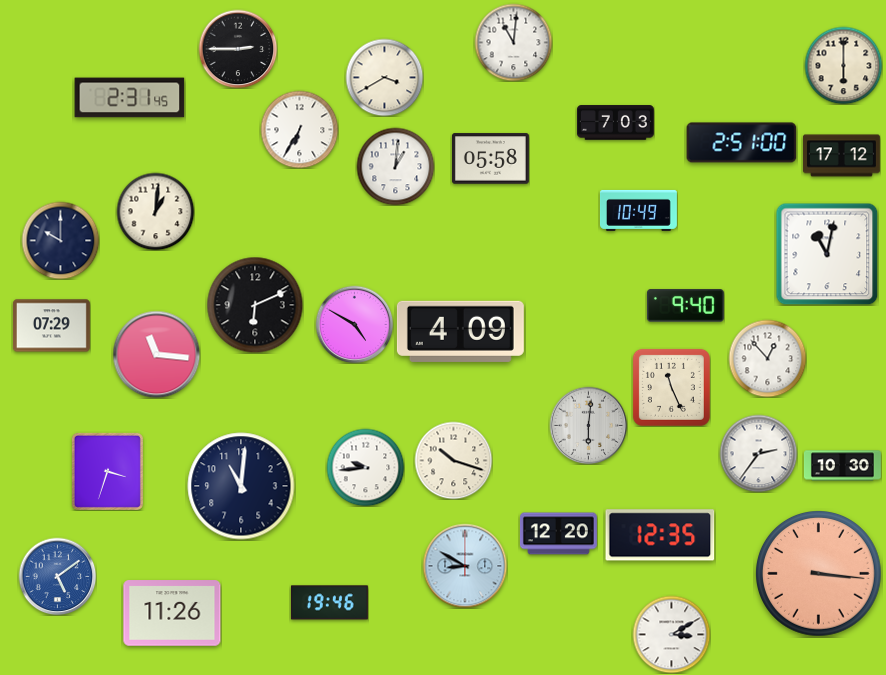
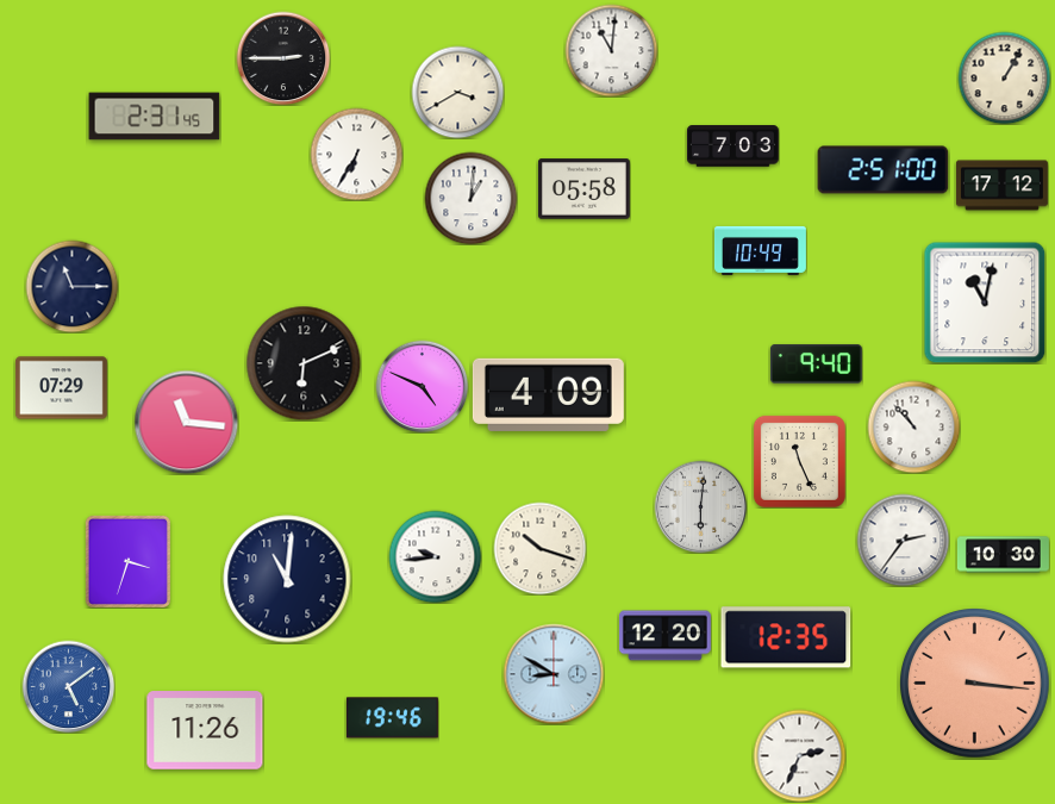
clock at (843, 65): 6:00 -> 1:05
clock at (155, 211): 1:01 -> none
clock at (60, 240): 10:00 -> 11:15
clock at (354, 324): 4:50 -> 4:49
clock at (767, 358): 12:53 -> 10:53
clock at (671, 634): 3:10 -> 2:34
